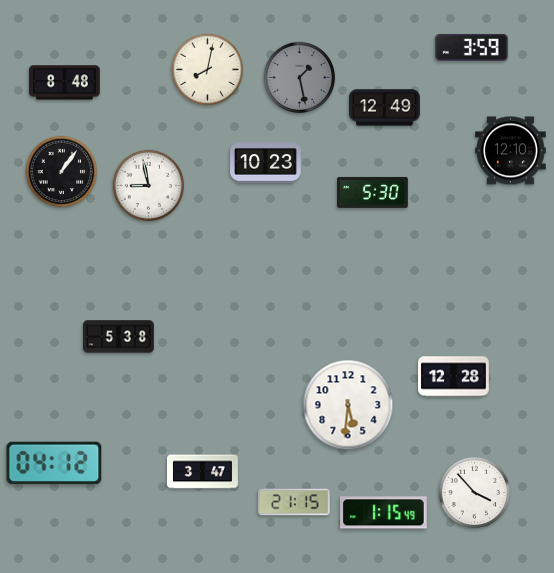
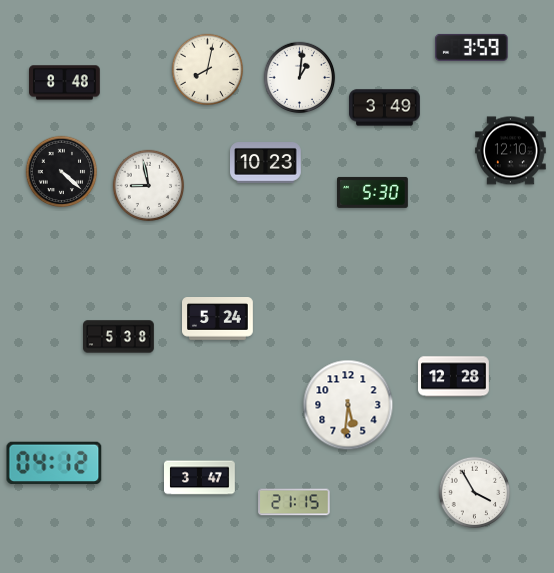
clock at (300, 78): 1:28 -> 1:01
clock at (300, 78) dial: grey -> white
clock at (385, 108): 12:49 -> 3:49
clock at (62, 172): 1:06 -> 4:22
clock at (218, 319): none -> 5:24
clock at (203, 472) position: (203, 472) -> (200, 478)
clock at (475, 493): 3:53 -> 3:55
clock at (384, 513): 1:15 -> none
